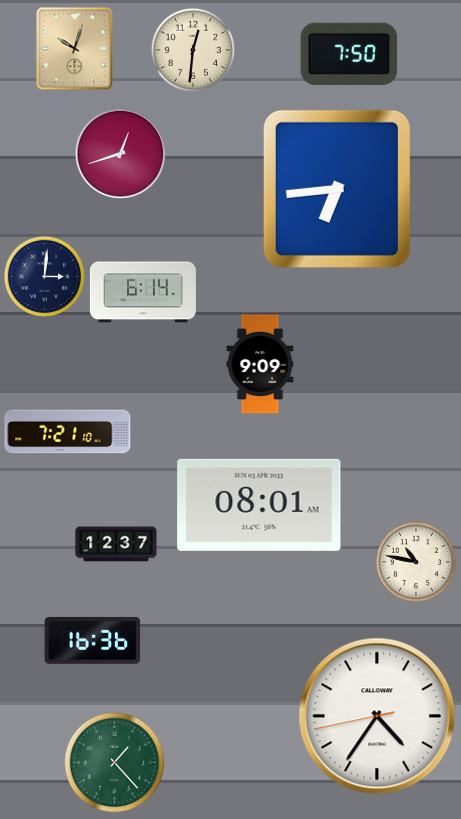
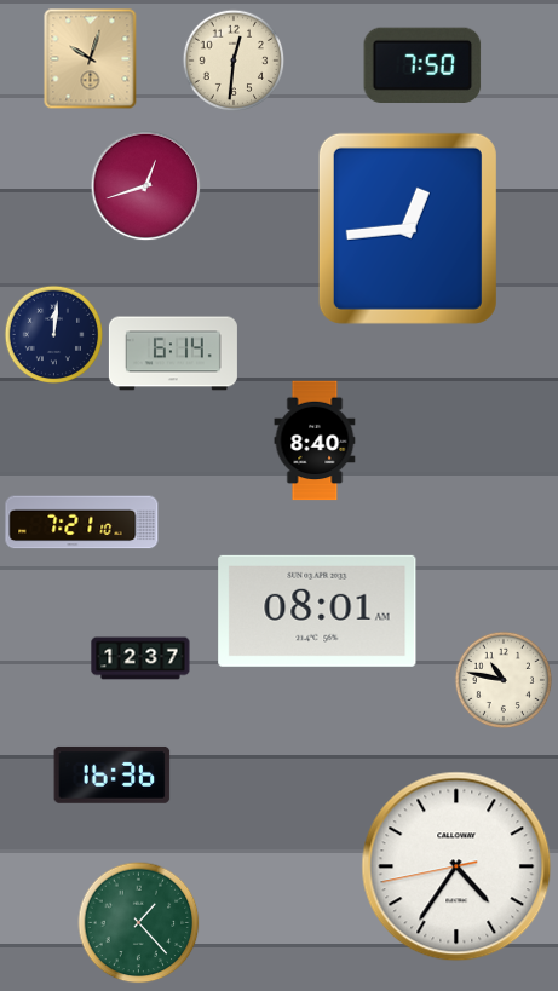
clock at (337, 189): 6:44 -> 12:44
clock at (44, 276): 3:01 -> 12:01
clock at (260, 364): 9:09 -> 8:40
clock at (259, 505) position: (259, 505) -> (317, 611)
